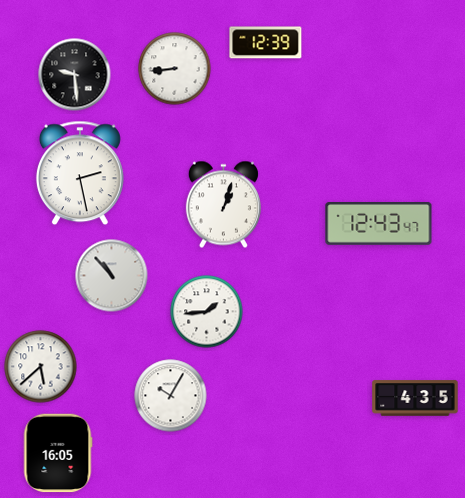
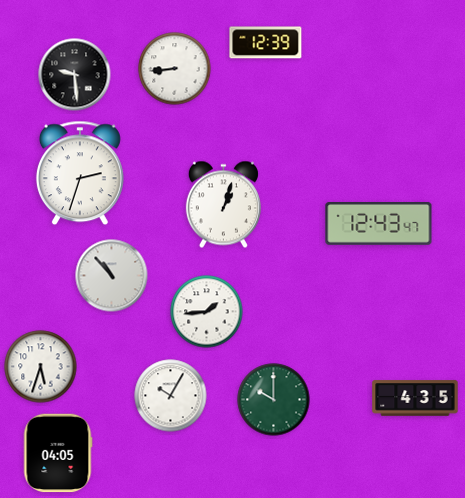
clock at (80, 173): 2:28 -> 2:33
clock at (41, 367): 5:38 -> 5:33
clock at (274, 400): none -> 10:00
clock at (58, 453): 16:05 -> 04:05
